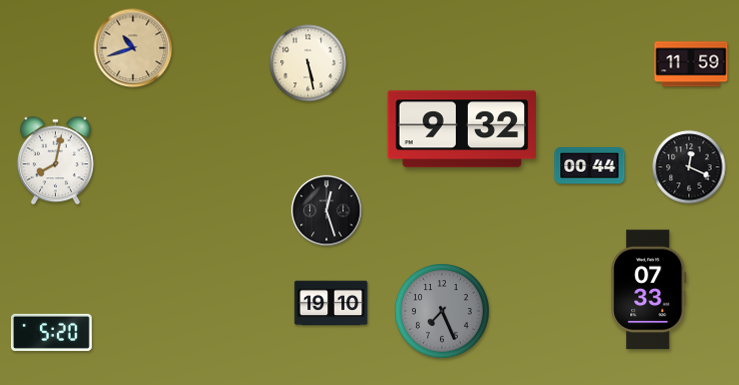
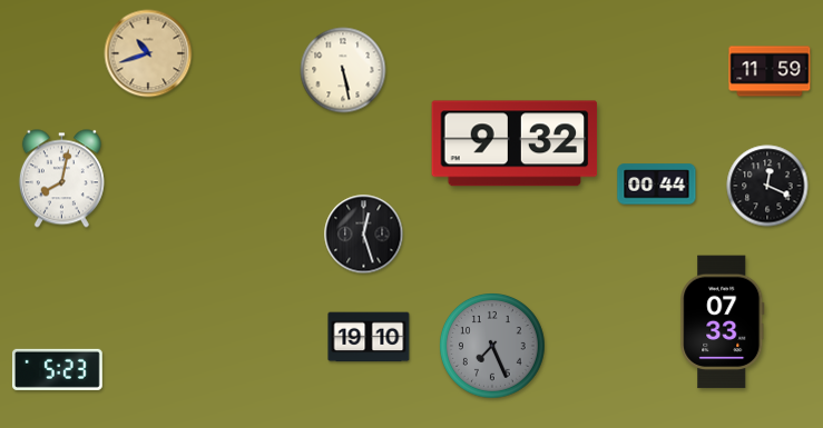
clock at (51, 332): 5:20 -> 5:23
